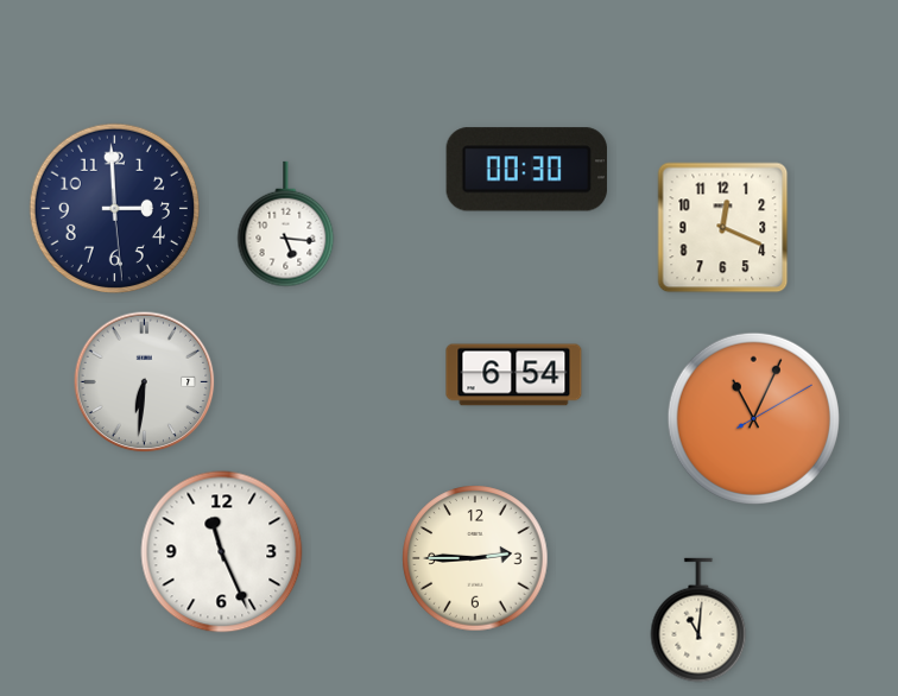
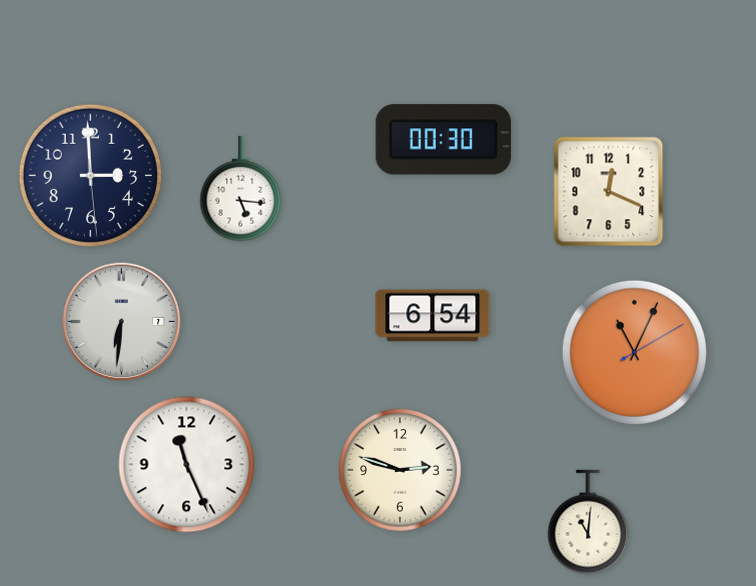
clock at (526, 170) position: (526, 170) -> (443, 140)
clock at (114, 208) position: (114, 208) -> (90, 175)
clock at (475, 558): 2:45 -> 2:48
